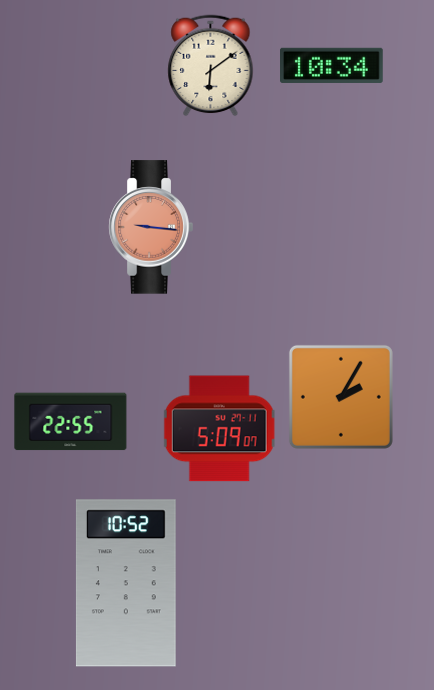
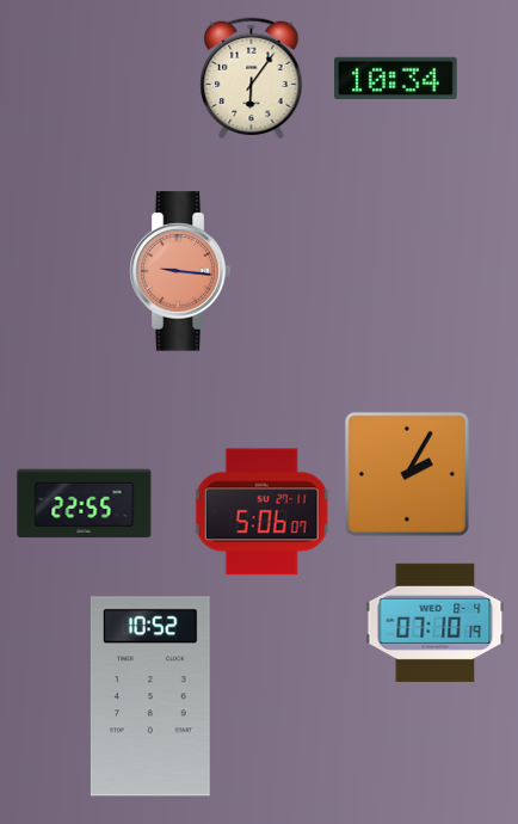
clock at (211, 66): 6:09 -> 6:06
clock at (219, 429): 5:09 -> 5:06
clock at (436, 622): none -> 07:10
